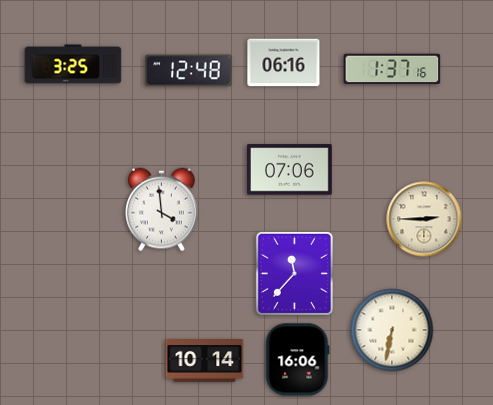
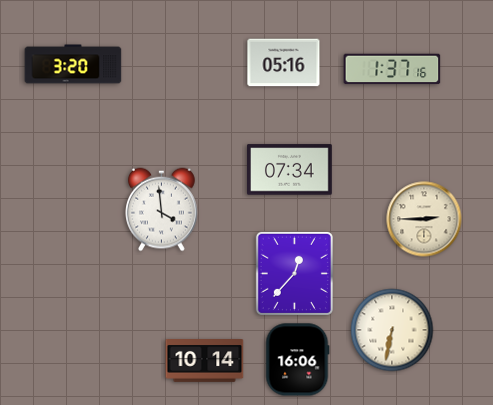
clock at (284, 63): 06:16 -> 05:16
clock at (73, 64): 3:25 -> 3:20
clock at (189, 71): 12:48 -> none
clock at (290, 170): 07:06 -> 07:34
clock at (294, 273): 11:37 -> 12:37
